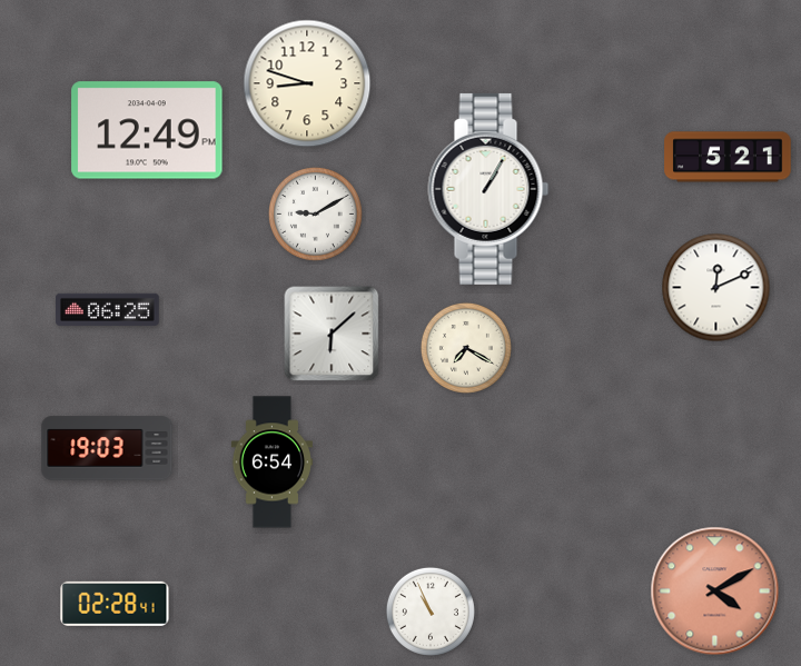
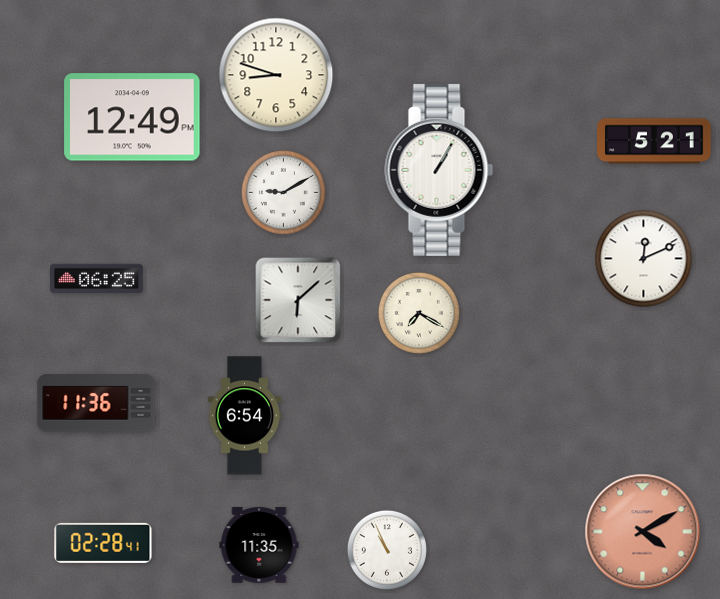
clock at (107, 448): 19:03 -> 11:36
clock at (259, 545): none -> 11:35
